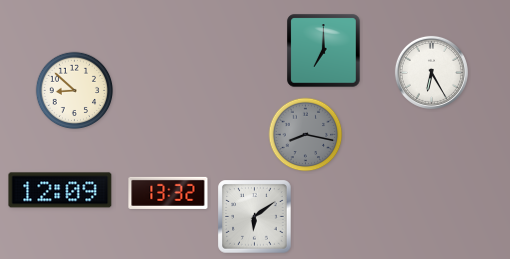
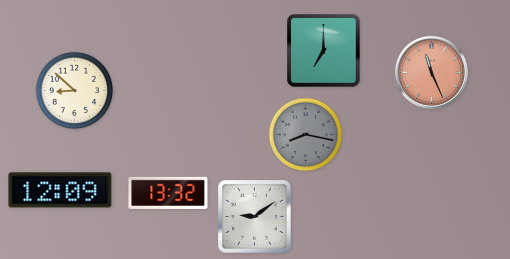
clock at (431, 72): 6:25 -> 11:26
clock at (431, 72) dial: white -> salmon
clock at (255, 217): 6:09 -> 9:09
